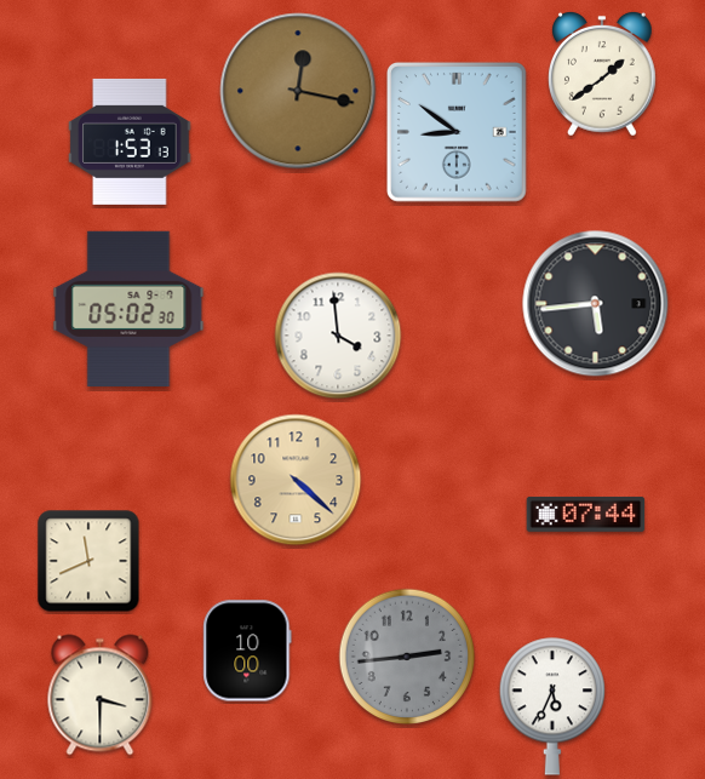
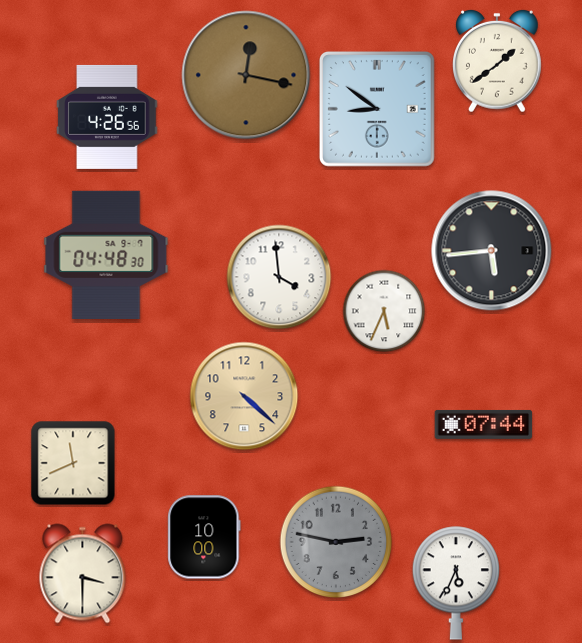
clock at (130, 142): 1:53 -> 4:26
clock at (128, 308): 05:02 -> 04:48
clock at (384, 311): none -> 5:34
clock at (407, 657): 2:44 -> 2:47
